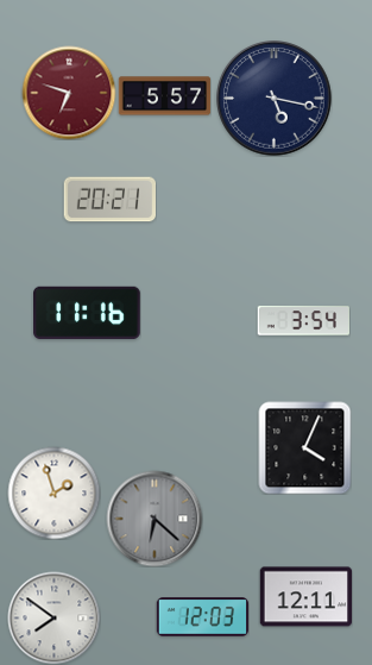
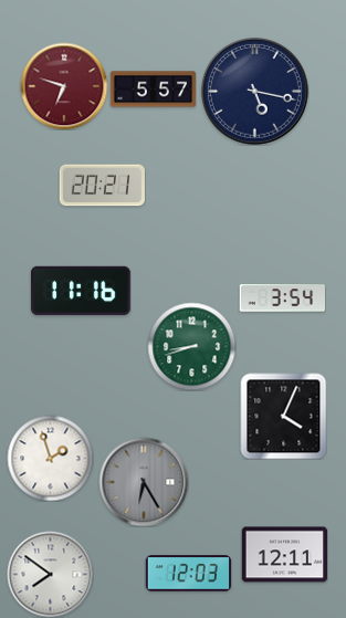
clock at (191, 346): none -> 8:42
clock at (155, 519): 6:22 -> 6:25
